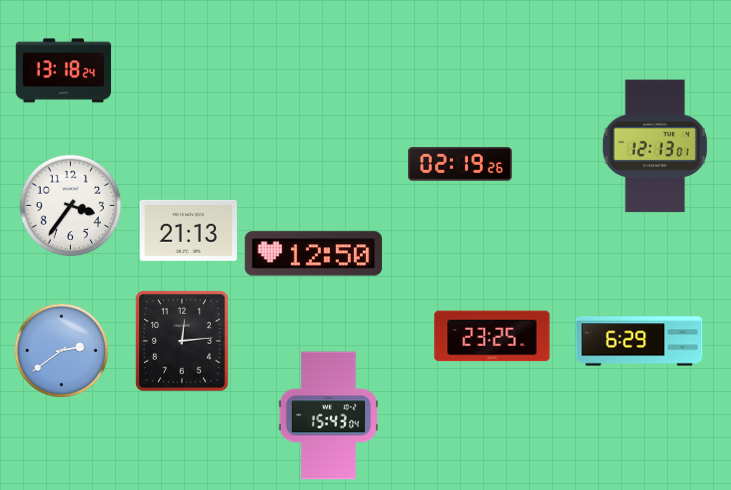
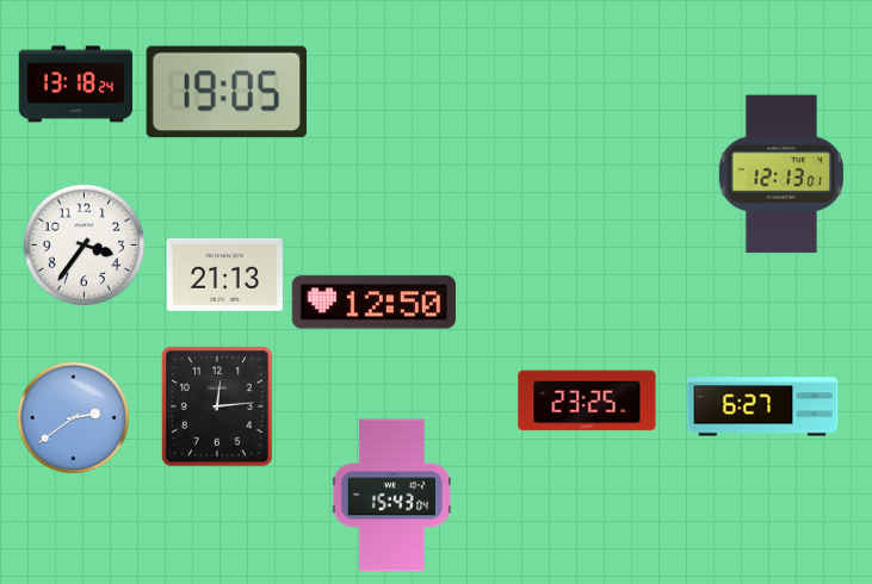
clock at (225, 92): none -> 19:05
clock at (460, 164): 02:19 -> none
clock at (639, 341): 6:29 -> 6:27
